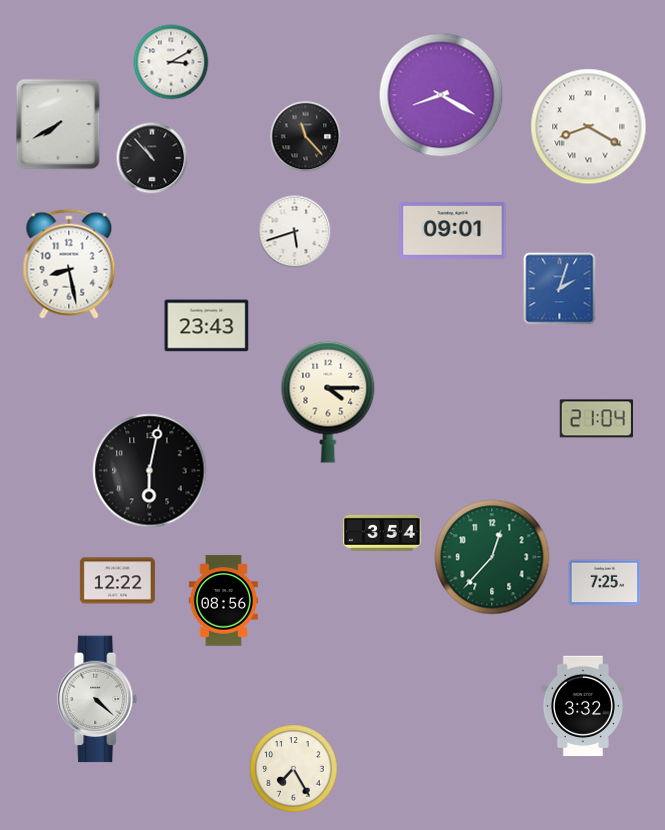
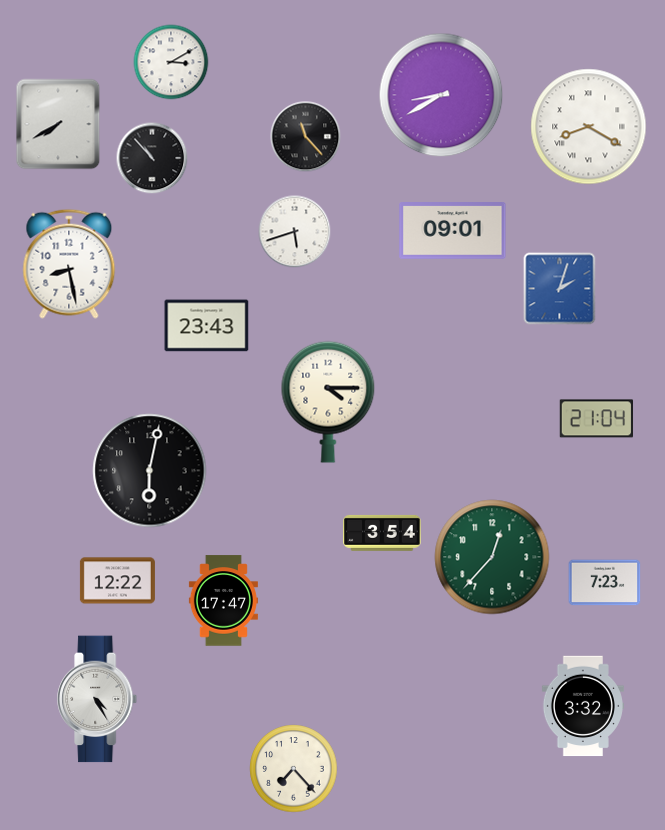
clock at (441, 95): 8:20 -> 8:40
clock at (605, 583): 7:25 -> 7:23
clock at (223, 601): 08:56 -> 17:47
clock at (98, 699): 4:22 -> 4:25
clock at (294, 769): 7:25 -> 7:23
